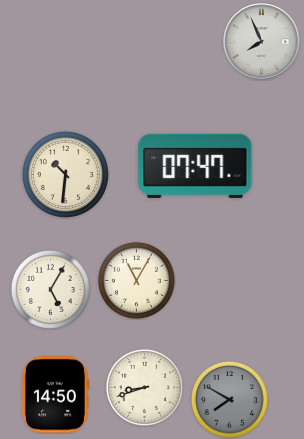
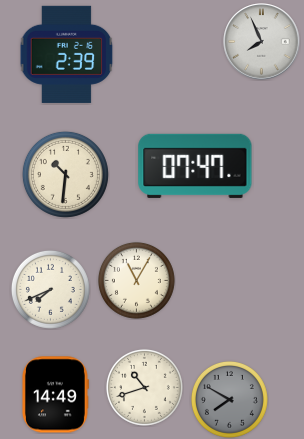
clock at (67, 54): none -> 2:39
clock at (50, 289): 5:05 -> 7:41
clock at (144, 387): 8:42 -> 10:42
clock at (56, 395): 14:50 -> 14:49
